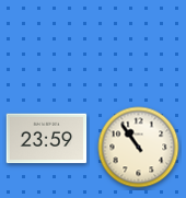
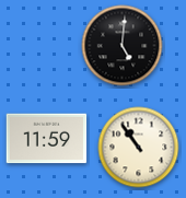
clock at (123, 46): none -> 5:01
clock at (47, 139): 23:59 -> 11:59
